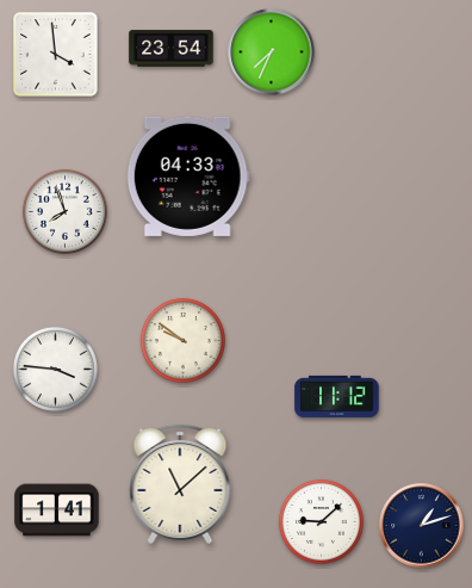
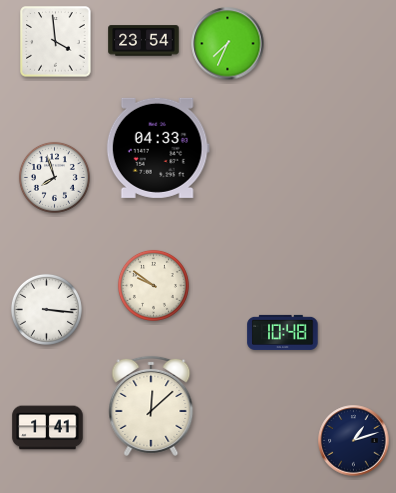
clock at (56, 55) position: (56, 55) -> (56, 42)
clock at (55, 369): 3:46 -> 3:16
clock at (337, 396): 11:12 -> 10:48
clock at (180, 484): 11:08 -> 12:08
clock at (321, 521): 9:08 -> none
